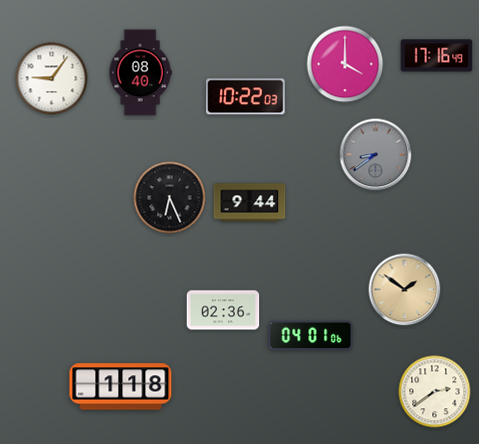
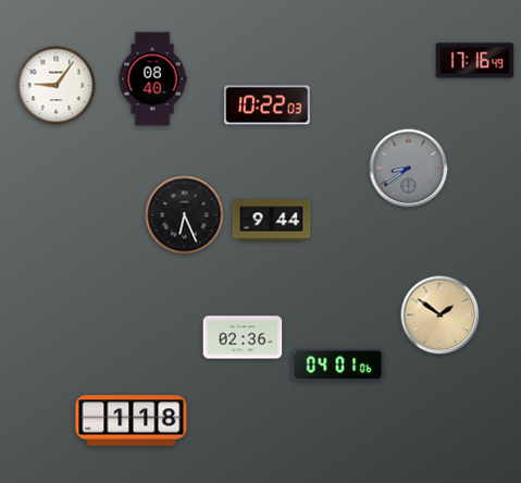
clock at (345, 64): 4:00 -> none
clock at (435, 392): 2:39 -> none
